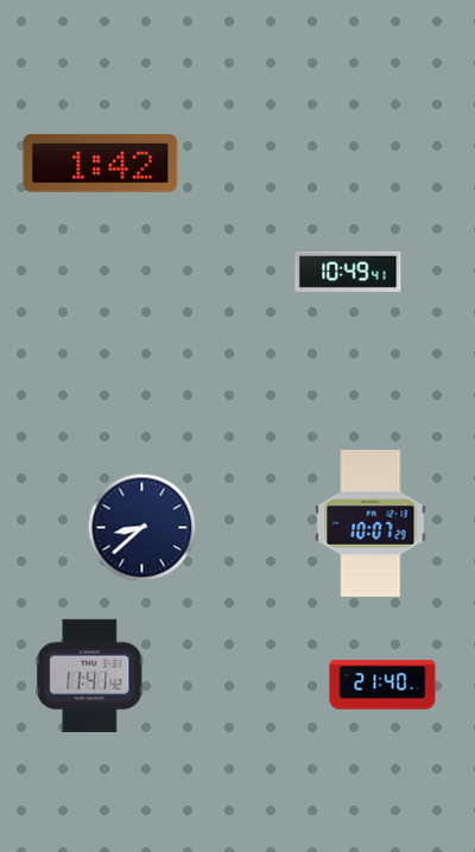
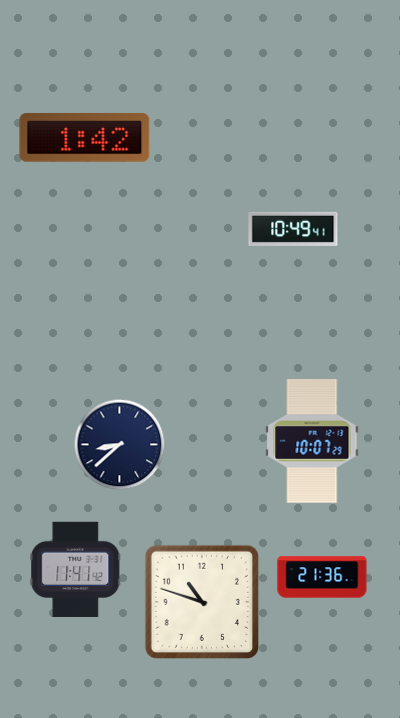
clock at (382, 685): 21:40 -> 21:36
clock at (201, 601): none -> 10:48
